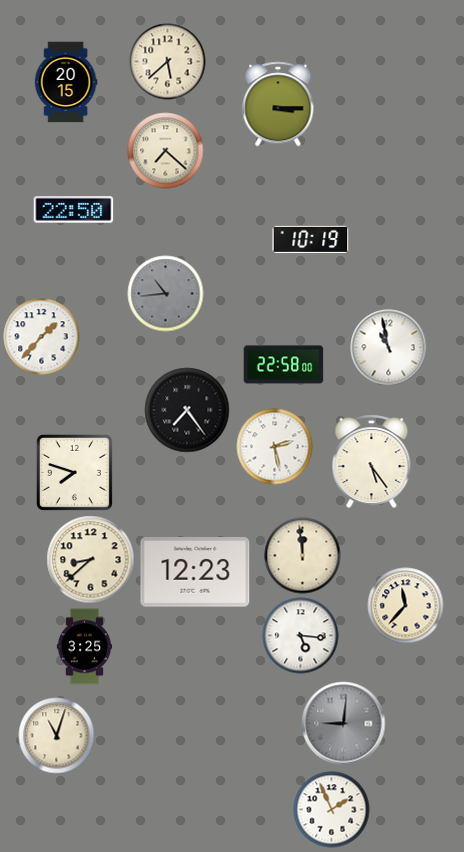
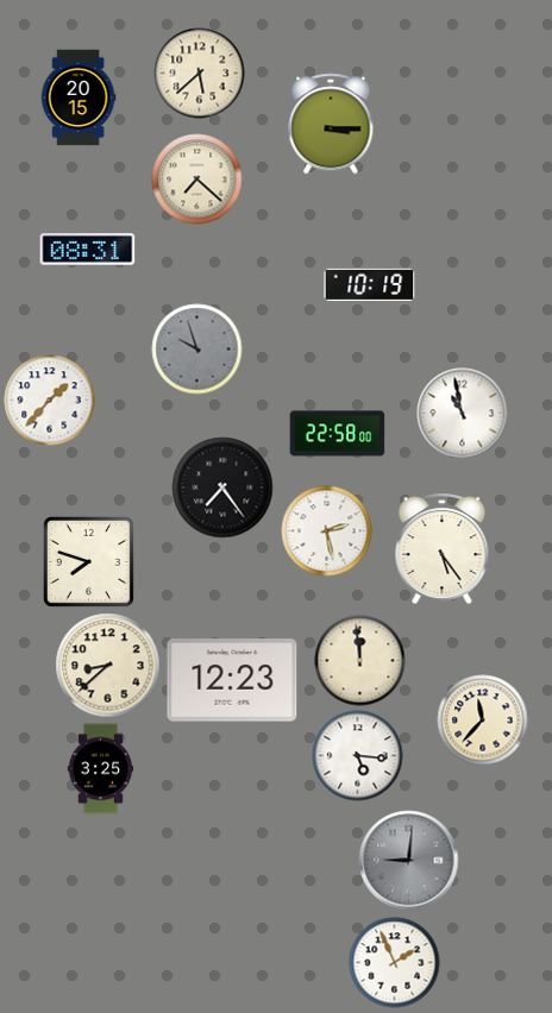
clock at (74, 210): 22:50 -> 08:31
clock at (166, 294): 10:44 -> 9:57
clock at (57, 736): 11:03 -> none
